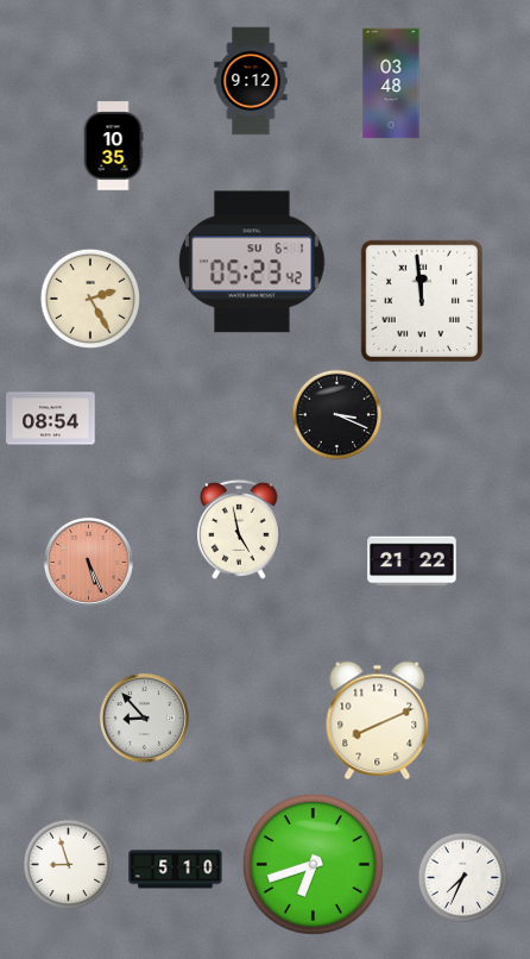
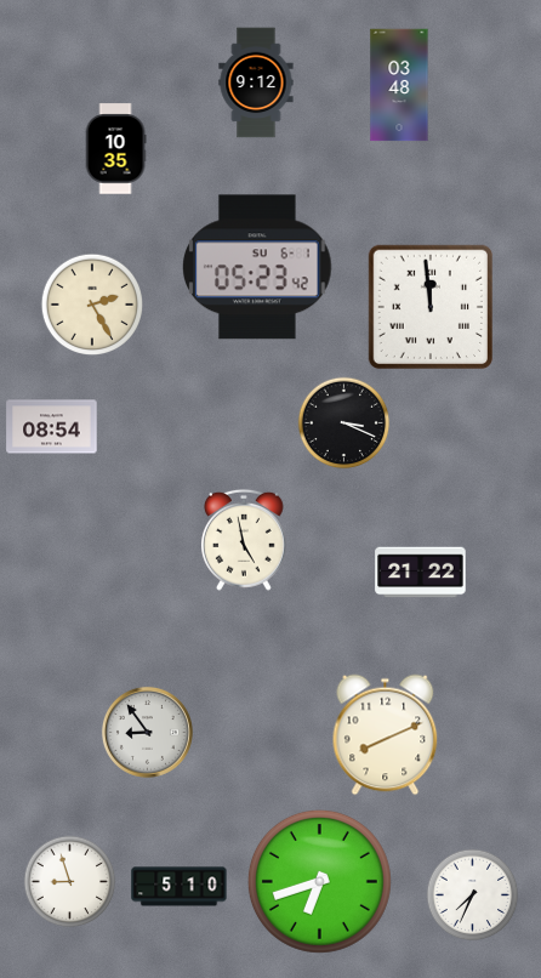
clock at (88, 562): 5:26 -> none
clock at (144, 717): 8:53 -> 8:54
